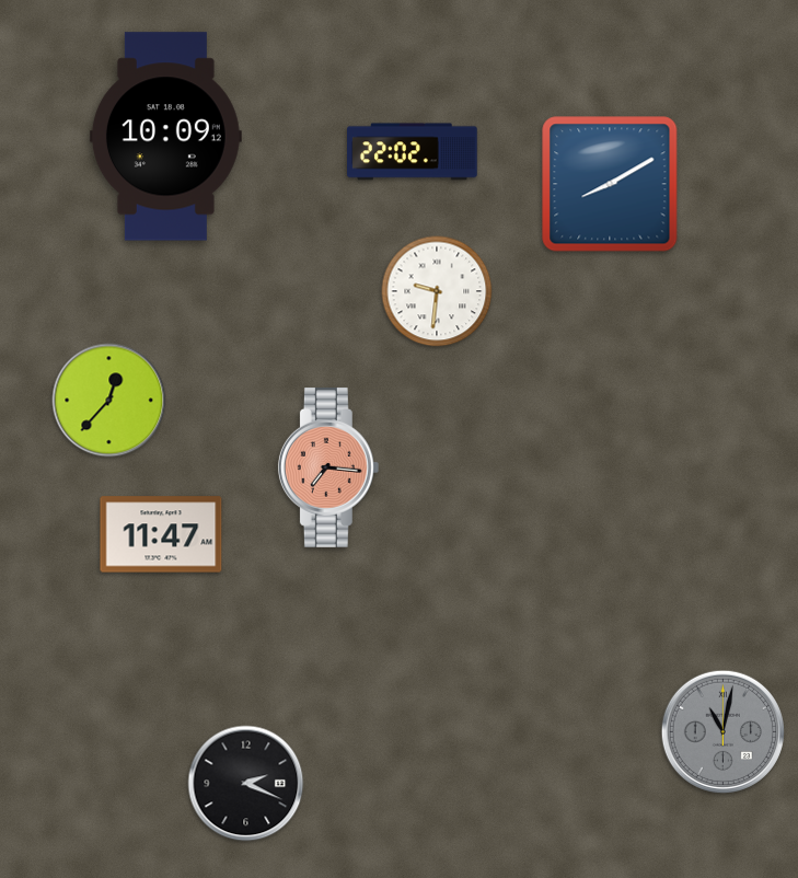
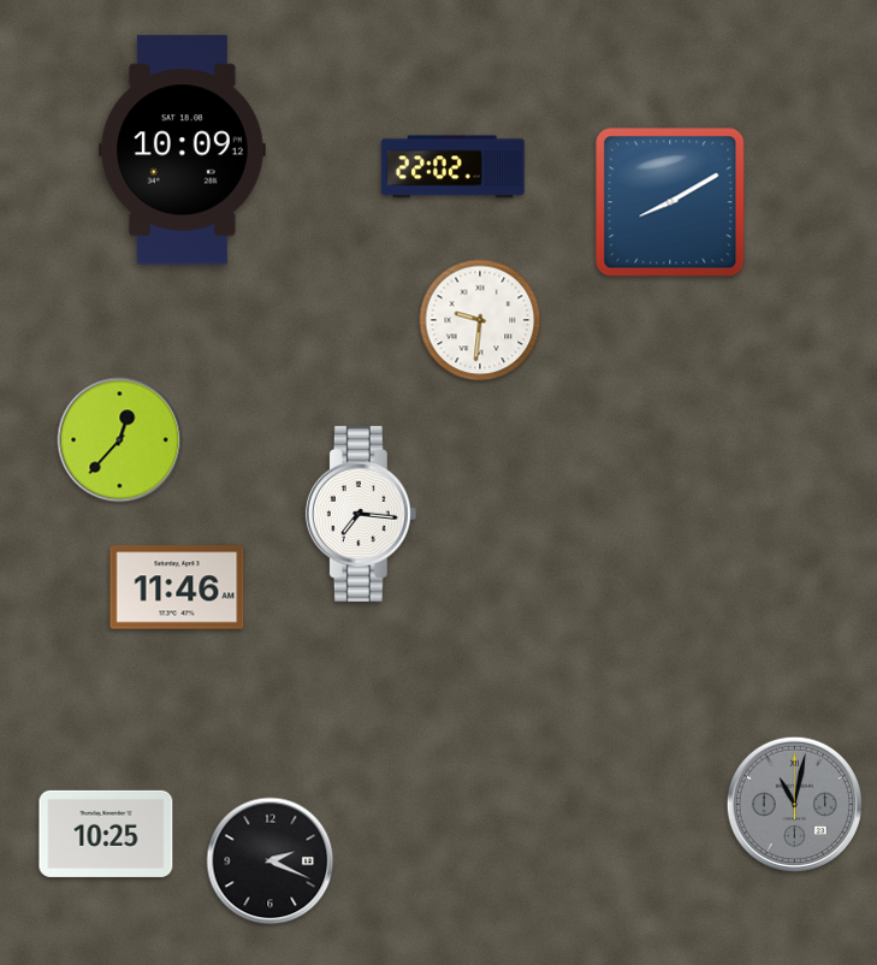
clock at (328, 467) dial: salmon -> white
clock at (161, 534): 11:47 -> 11:46
clock at (106, 834): none -> 10:25
